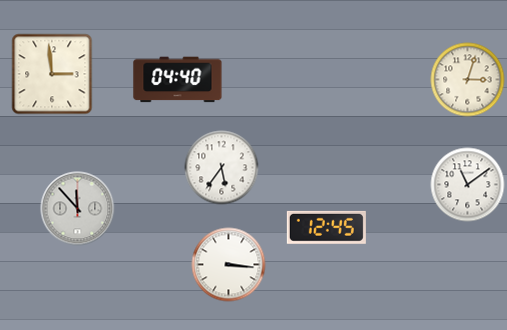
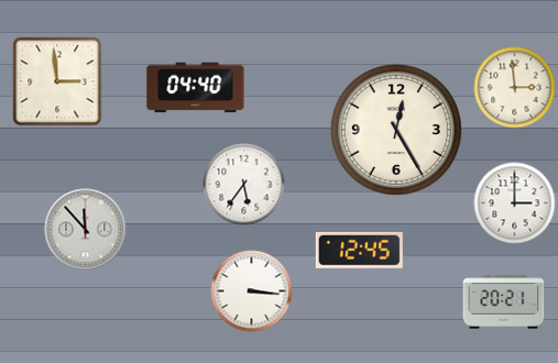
clock at (468, 80): 3:03 -> 2:59
clock at (396, 130): none -> 12:25
clock at (468, 185): 11:09 -> 3:00
clock at (504, 302): none -> 20:21
